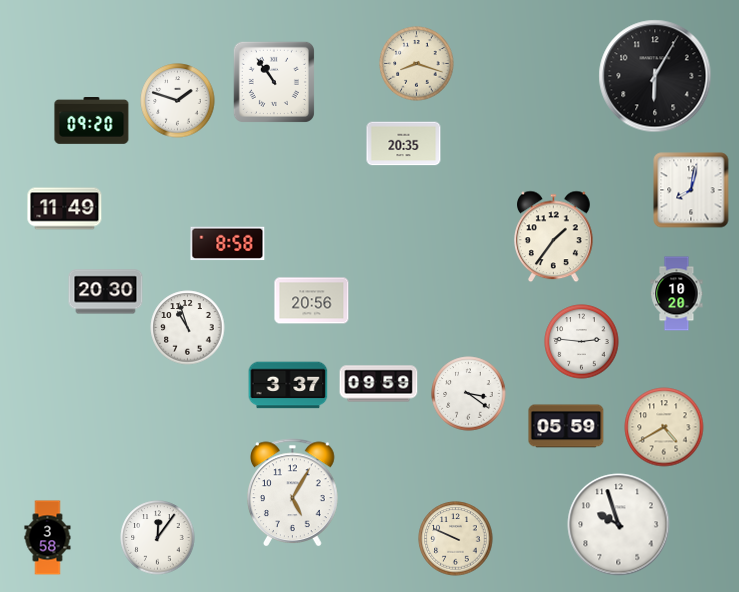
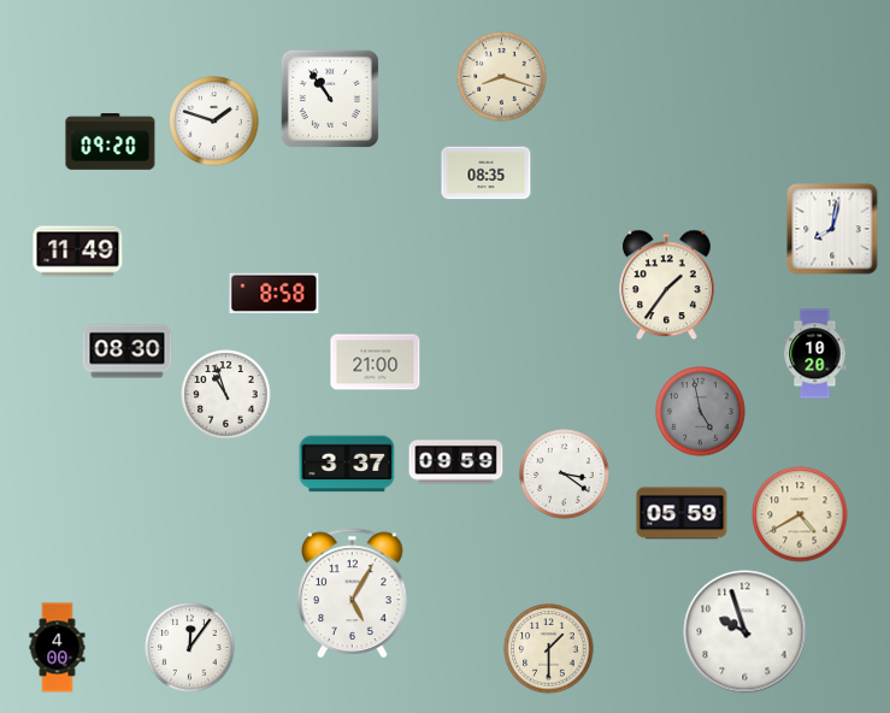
clock at (655, 76): 6:05 -> none
clock at (92, 121) position: (92, 121) -> (111, 142)
clock at (404, 144): 20:35 -> 08:35
clock at (106, 292): 20:30 -> 08:30
clock at (312, 301): 20:56 -> 21:00
clock at (582, 342): 2:46 -> 4:58
clock at (582, 342) dial: white -> grey
clock at (48, 538): 3:58 -> 4:00
clock at (456, 539): 9:49 -> 1:30
